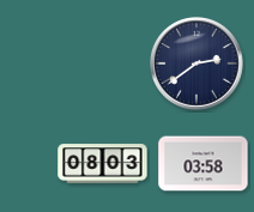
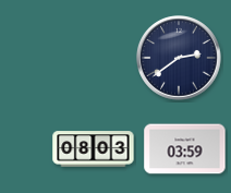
clock at (204, 164): 03:58 -> 03:59
